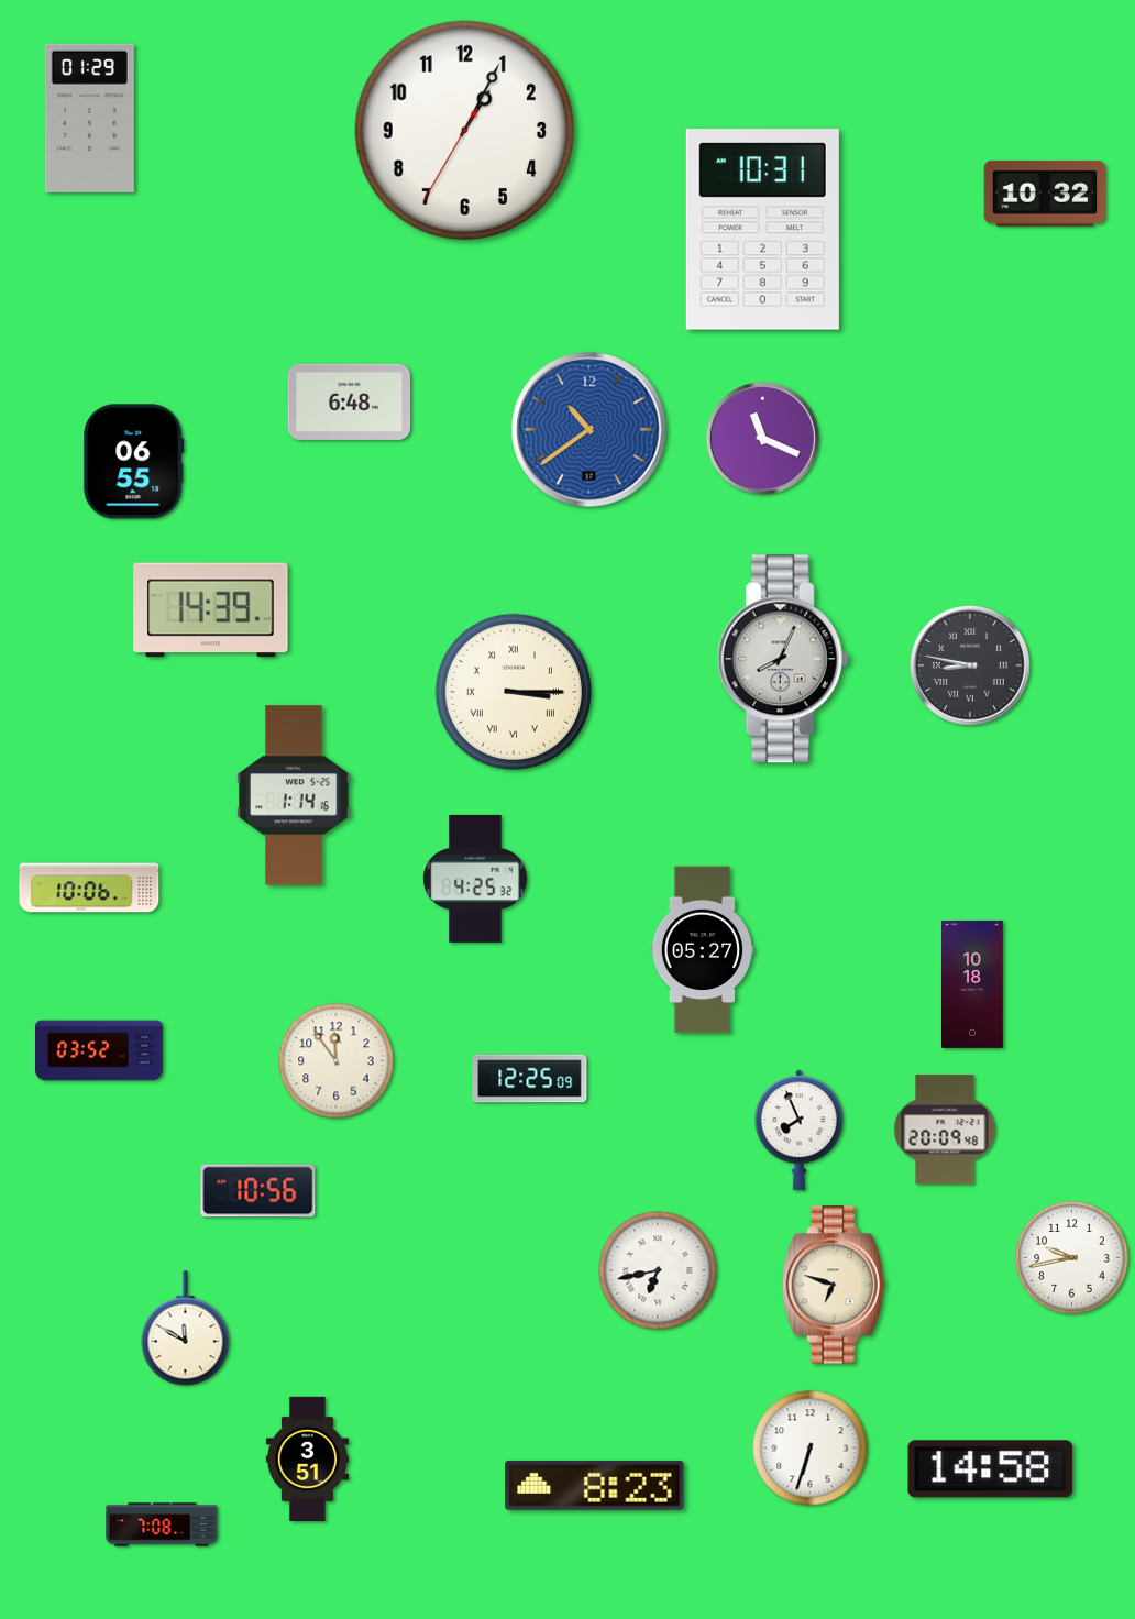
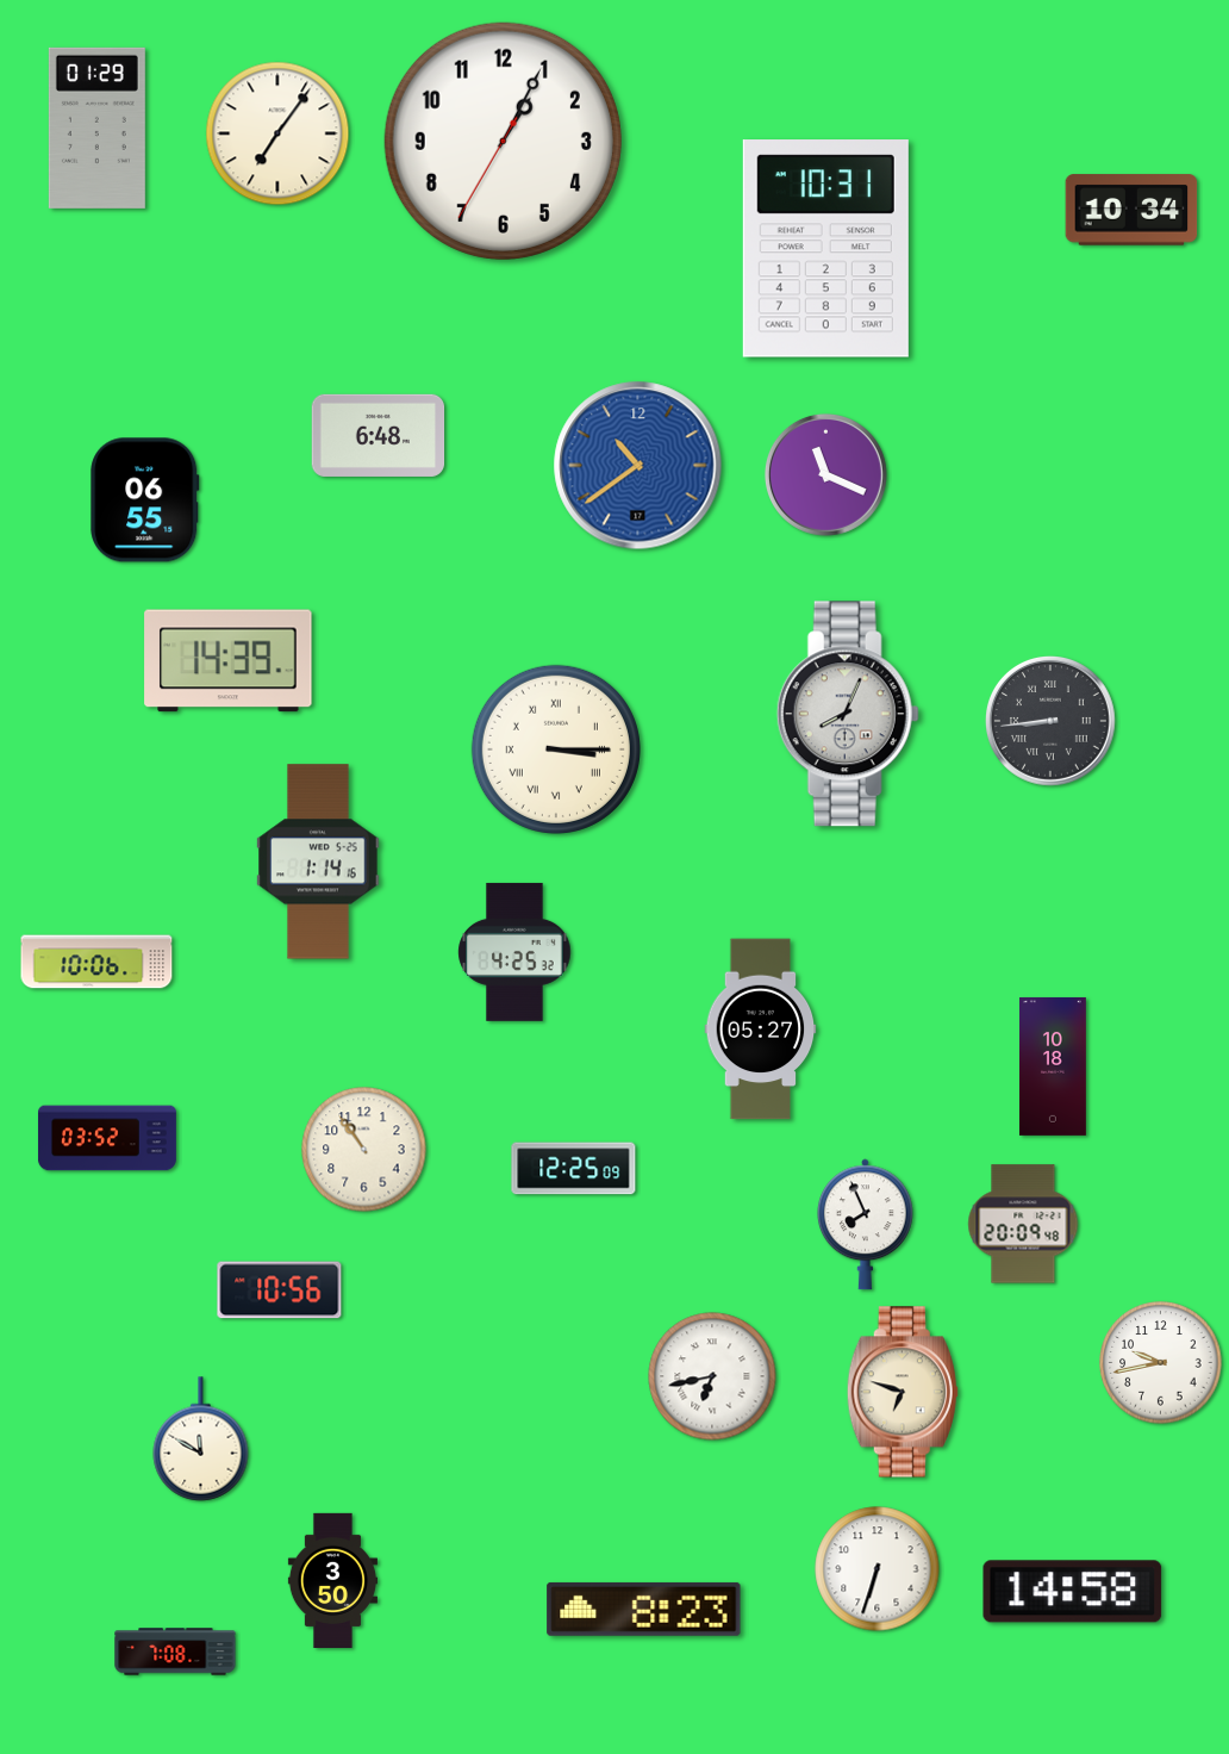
clock at (277, 133): none -> 7:06
clock at (1045, 194): 10:32 -> 10:34
clock at (971, 667): 8:47 -> 8:44
clock at (337, 1061): 11:54 -> 10:54
clock at (307, 1458): 3:51 -> 3:50
